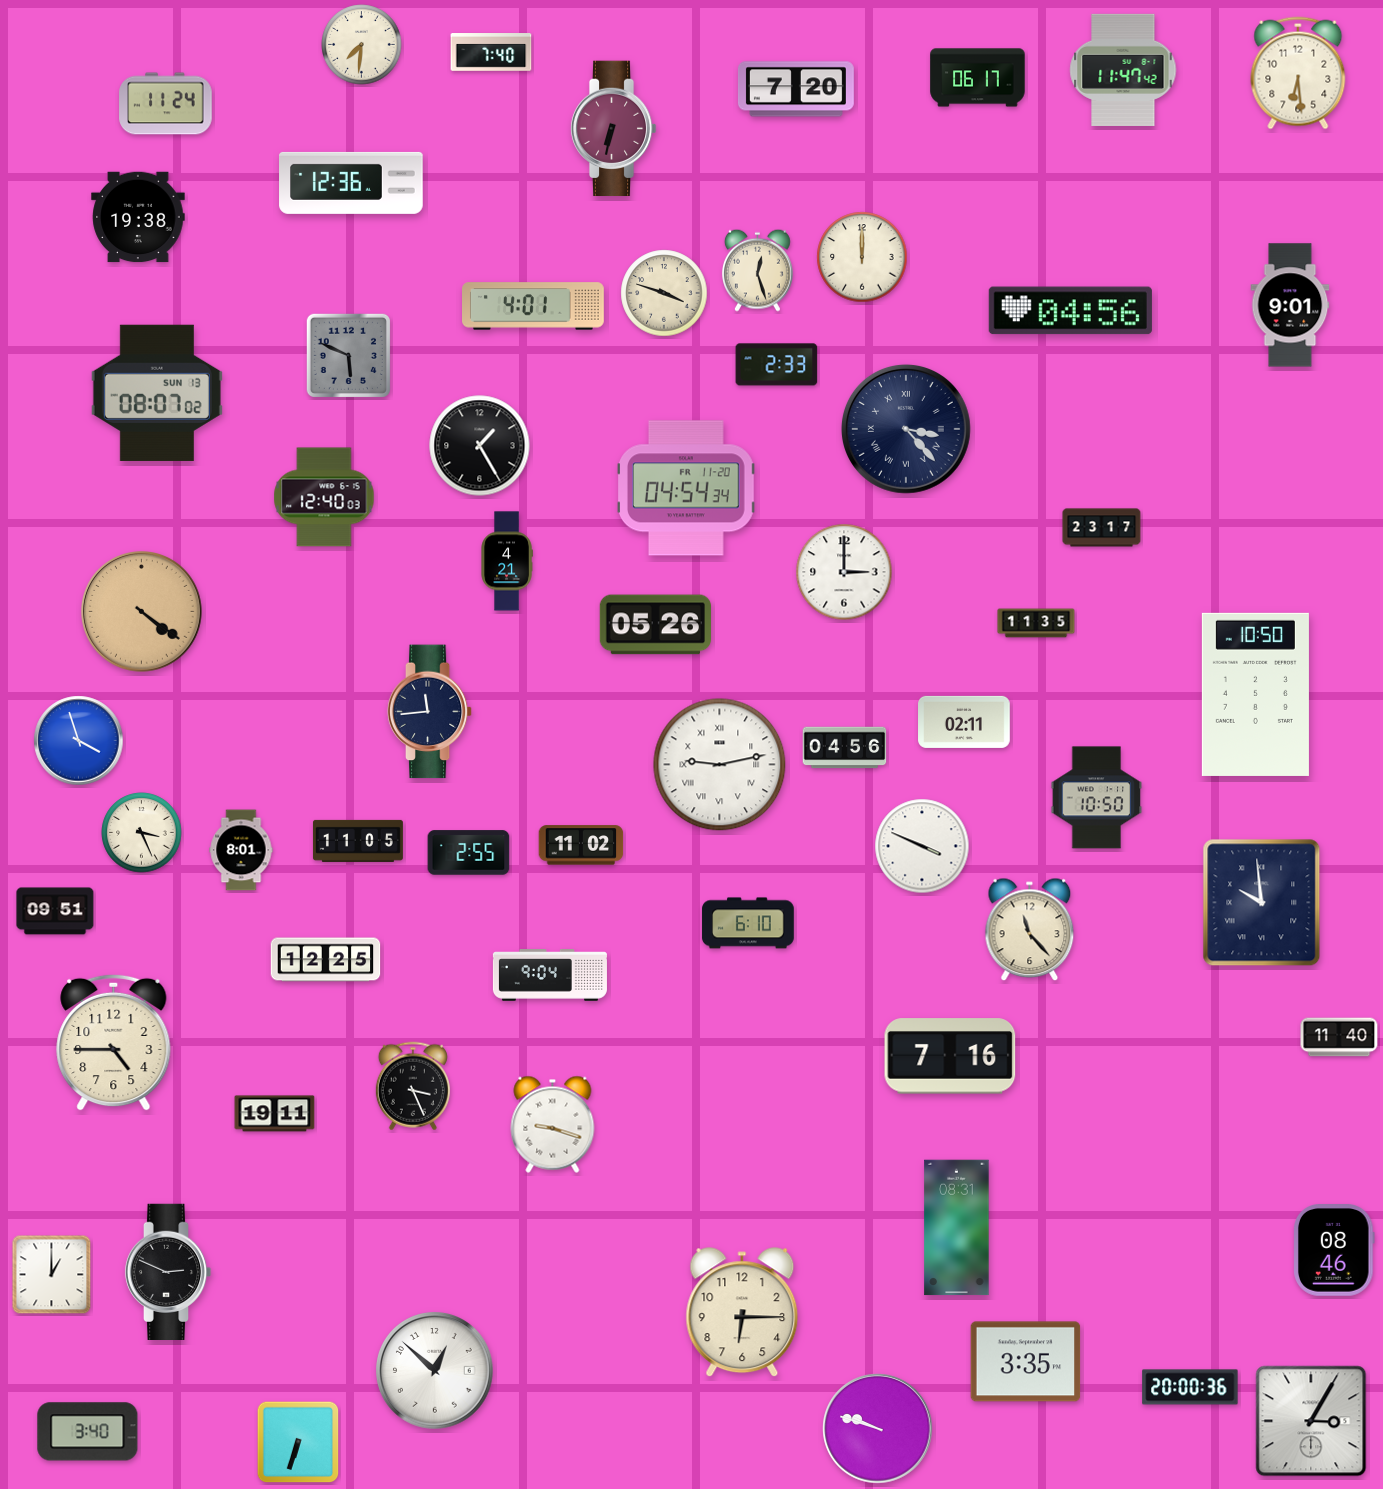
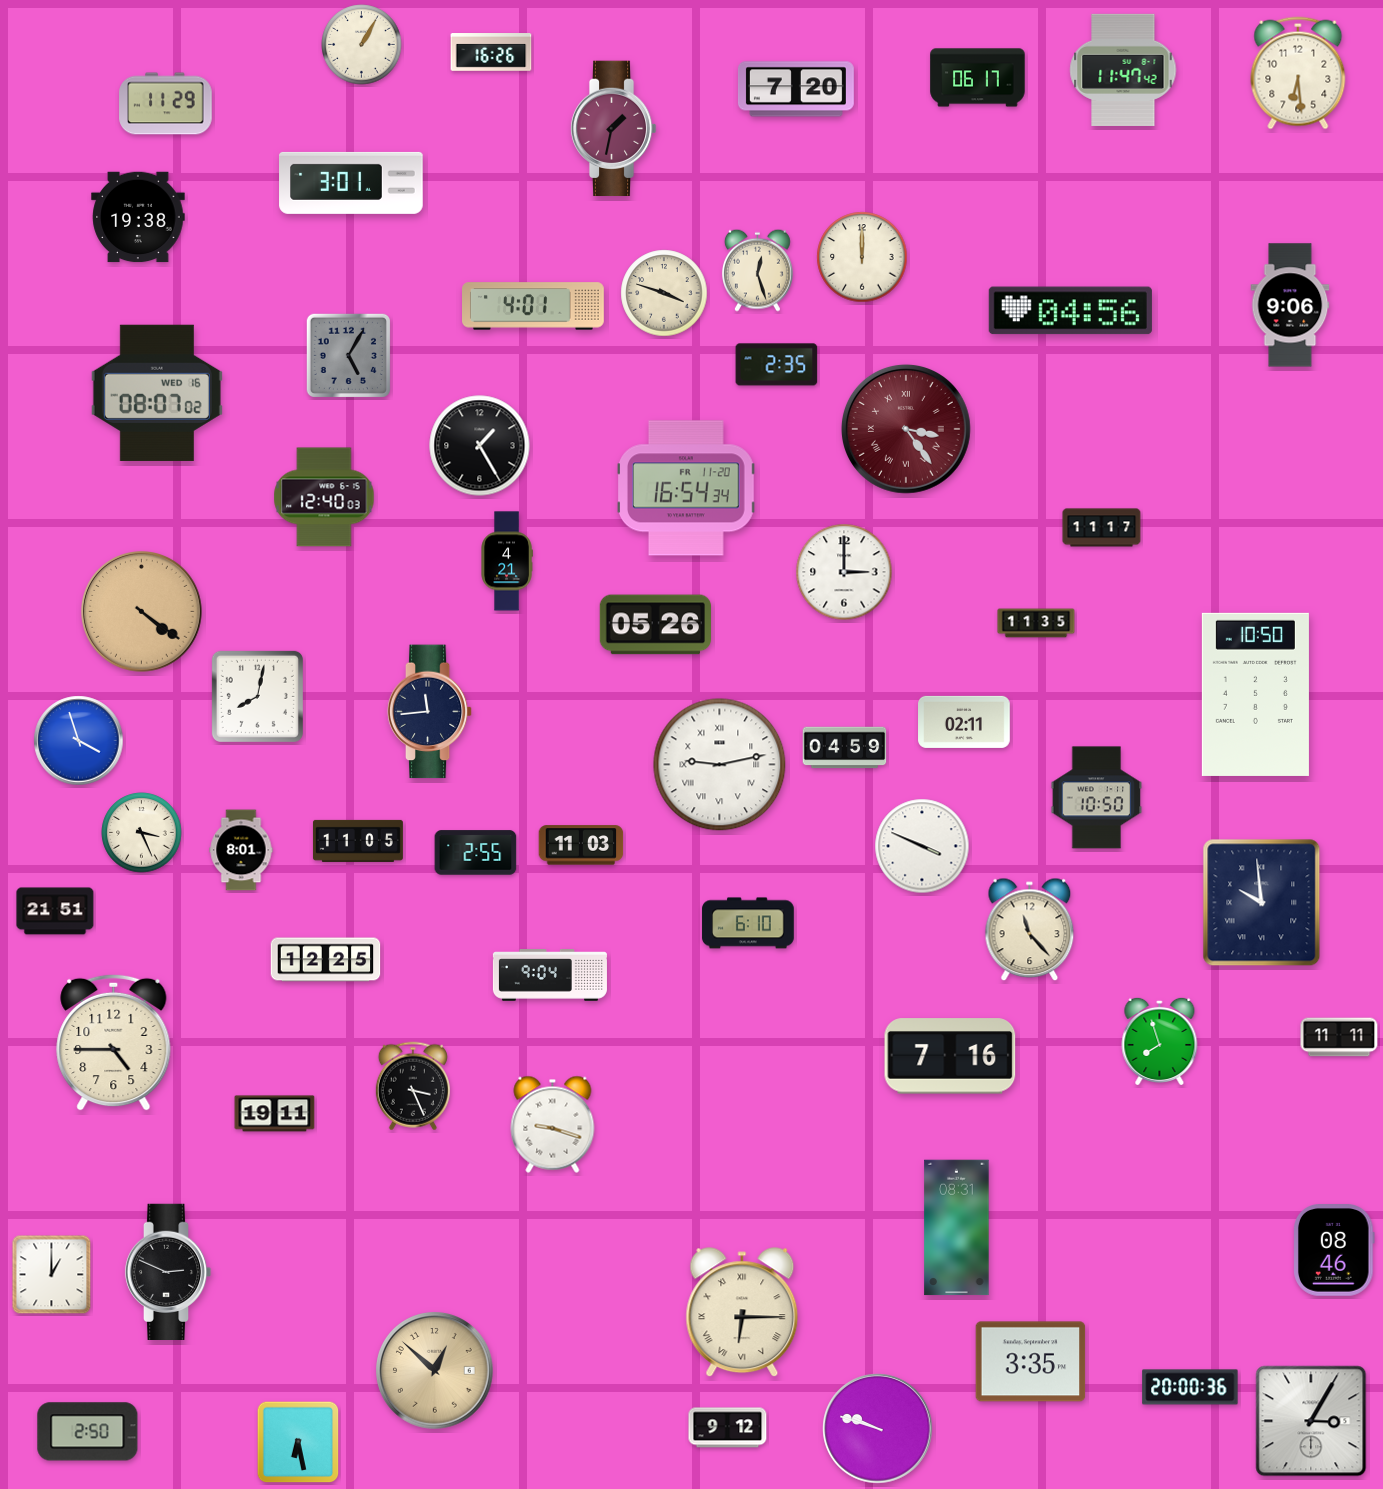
clock at (362, 45): 7:31 -> 1:05
clock at (491, 52): 7:40 -> 16:26
clock at (166, 104): 11:24 -> 11:29
clock at (613, 129): 6:32 -> 1:32
clock at (351, 183): 12:36 -> 3:01
clock at (1290, 305): 9:01 -> 9:06
clock at (348, 355): 5:49 -> 5:05
clock at (777, 365): 2:33 -> 2:35
clock at (157, 393) date: SUN 13 -> WED 16
clock at (906, 429): 3:23 -> 3:24
clock at (906, 429) dial: navy -> burgundy
clock at (687, 488): 04:54 -> 16:54
clock at (1102, 528): 23:17 -> 11:17
clock at (257, 696): none -> 8:02
clock at (845, 748): 04:56 -> 04:59
clock at (581, 845): 11:02 -> 11:03
clock at (469, 853) position: (469, 853) -> (476, 853)
clock at (55, 911): 09:51 -> 21:51
clock at (1339, 1037): 11:40 -> 11:11
clock at (1160, 1041): none -> 7:57
clock at (742, 1313) numerals: Arabic -> Roman
clock at (1026, 1362) position: (1026, 1362) -> (1031, 1362)
clock at (435, 1371) dial: white -> champagne
clock at (728, 1428): none -> 9:12
clock at (88, 1432): 3:40 -> 2:50
clock at (298, 1442): 6:33 -> 6:28
